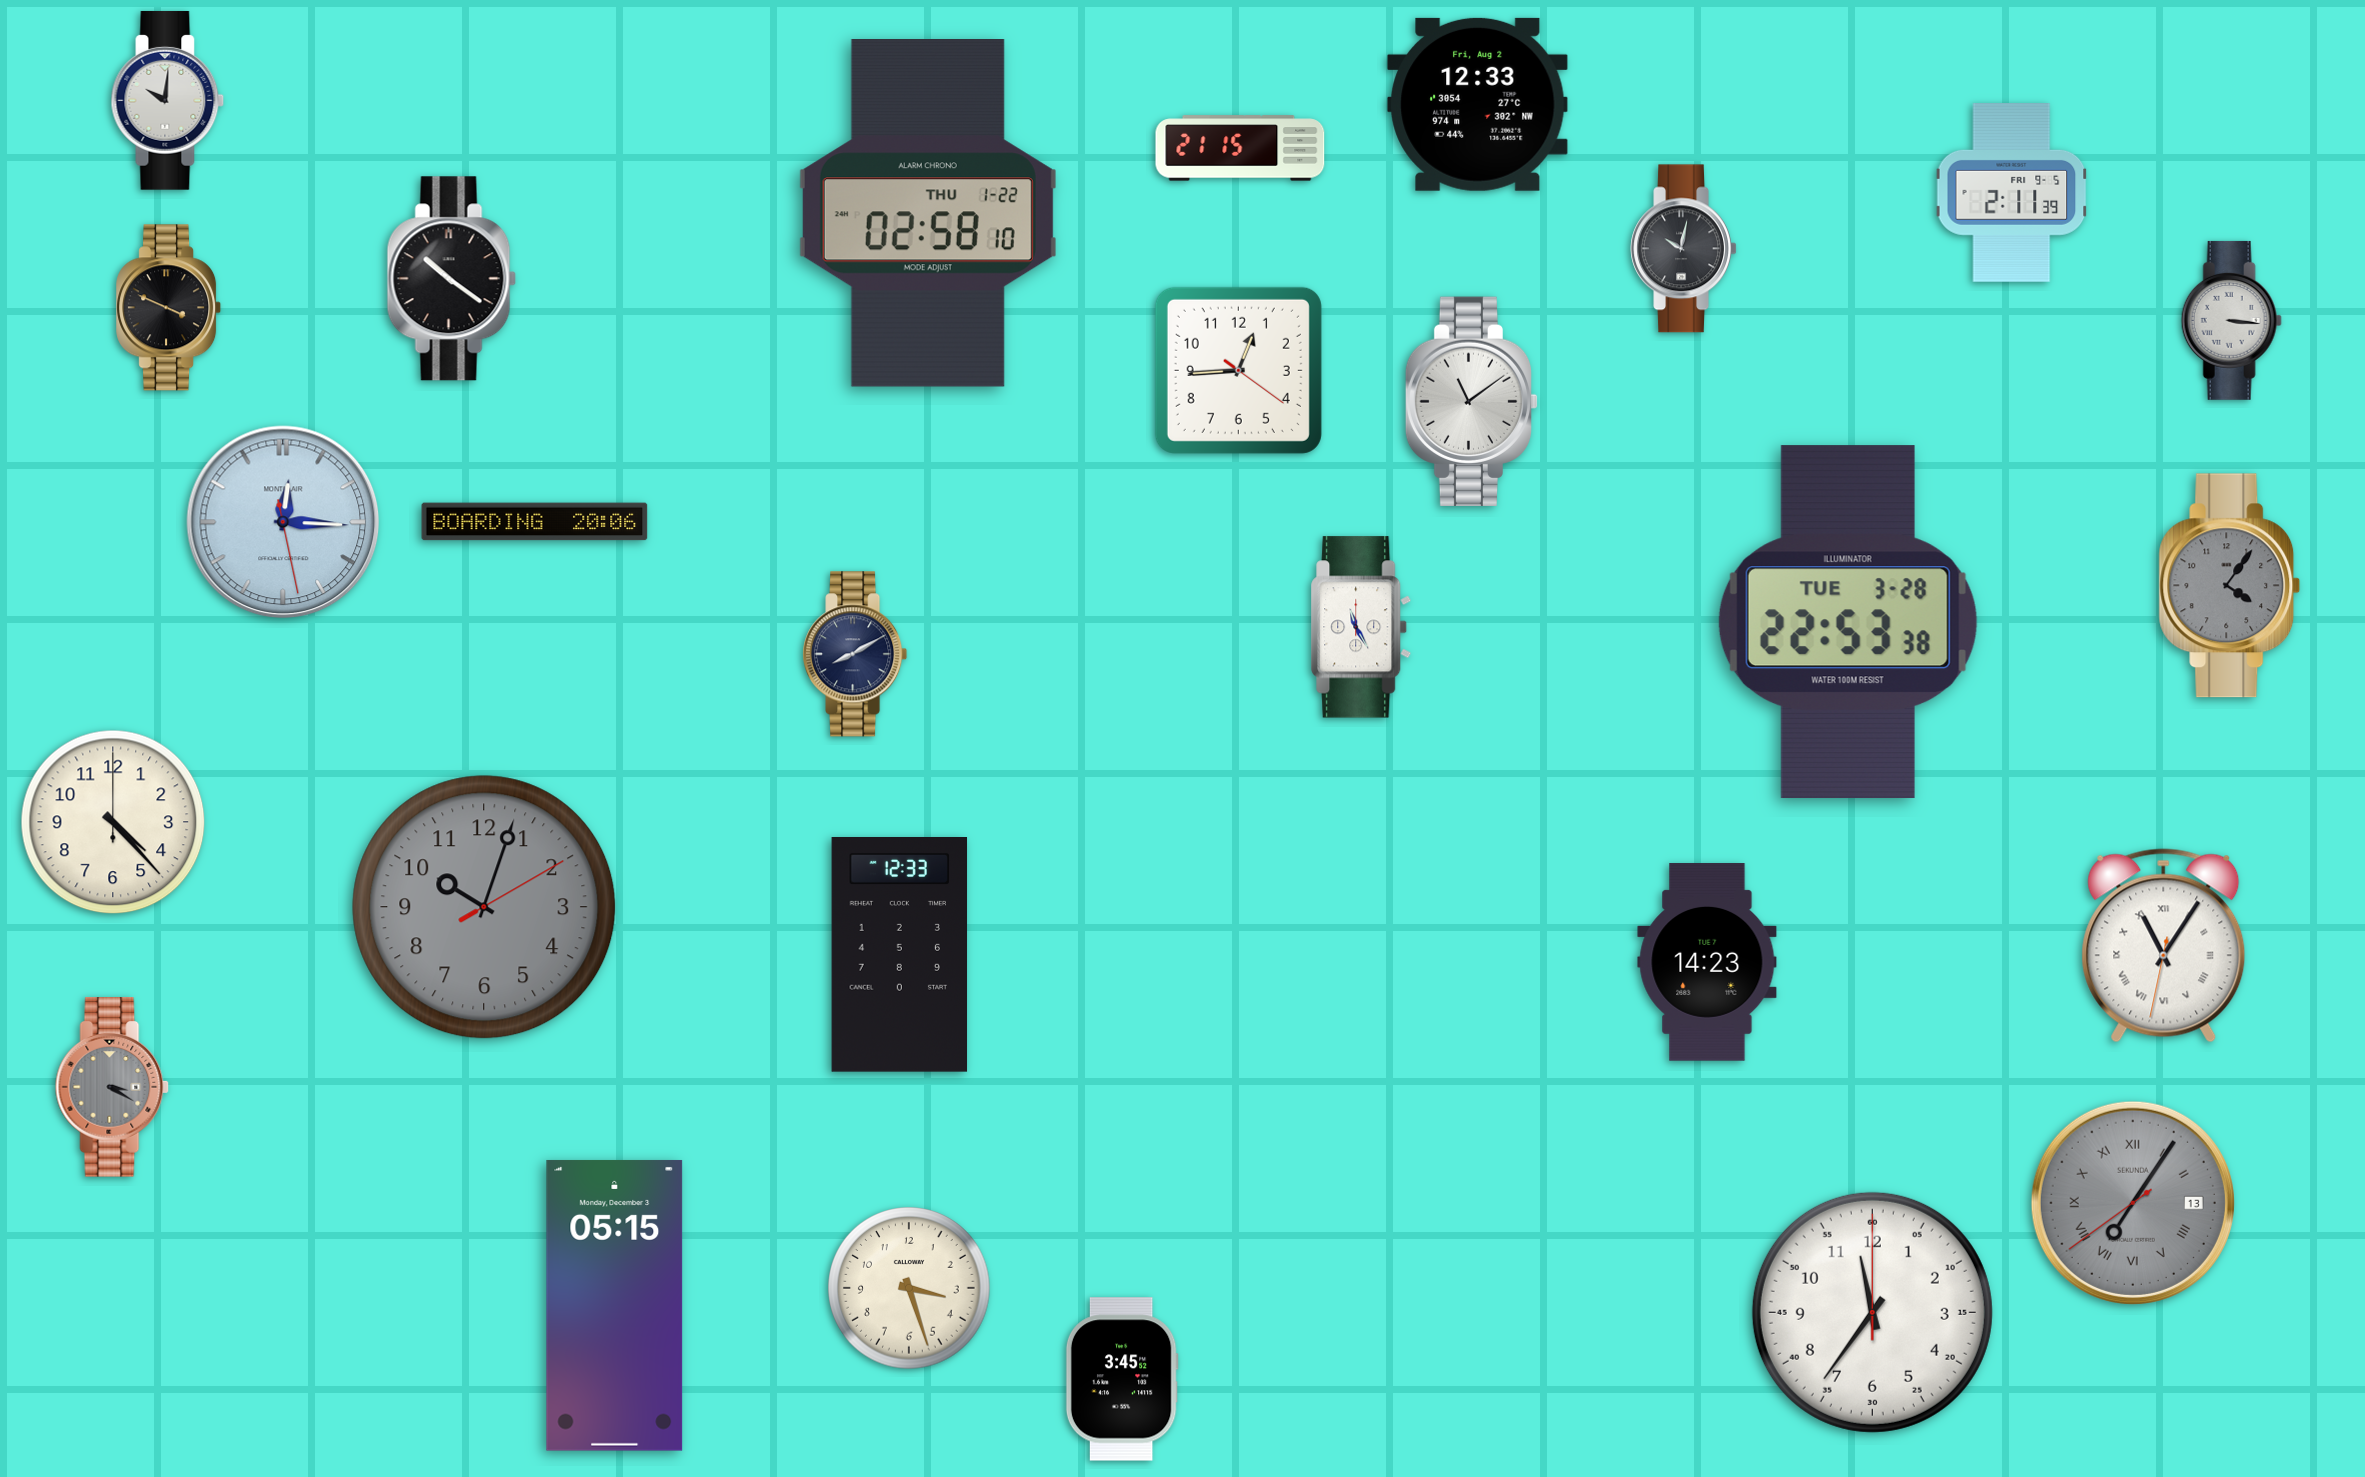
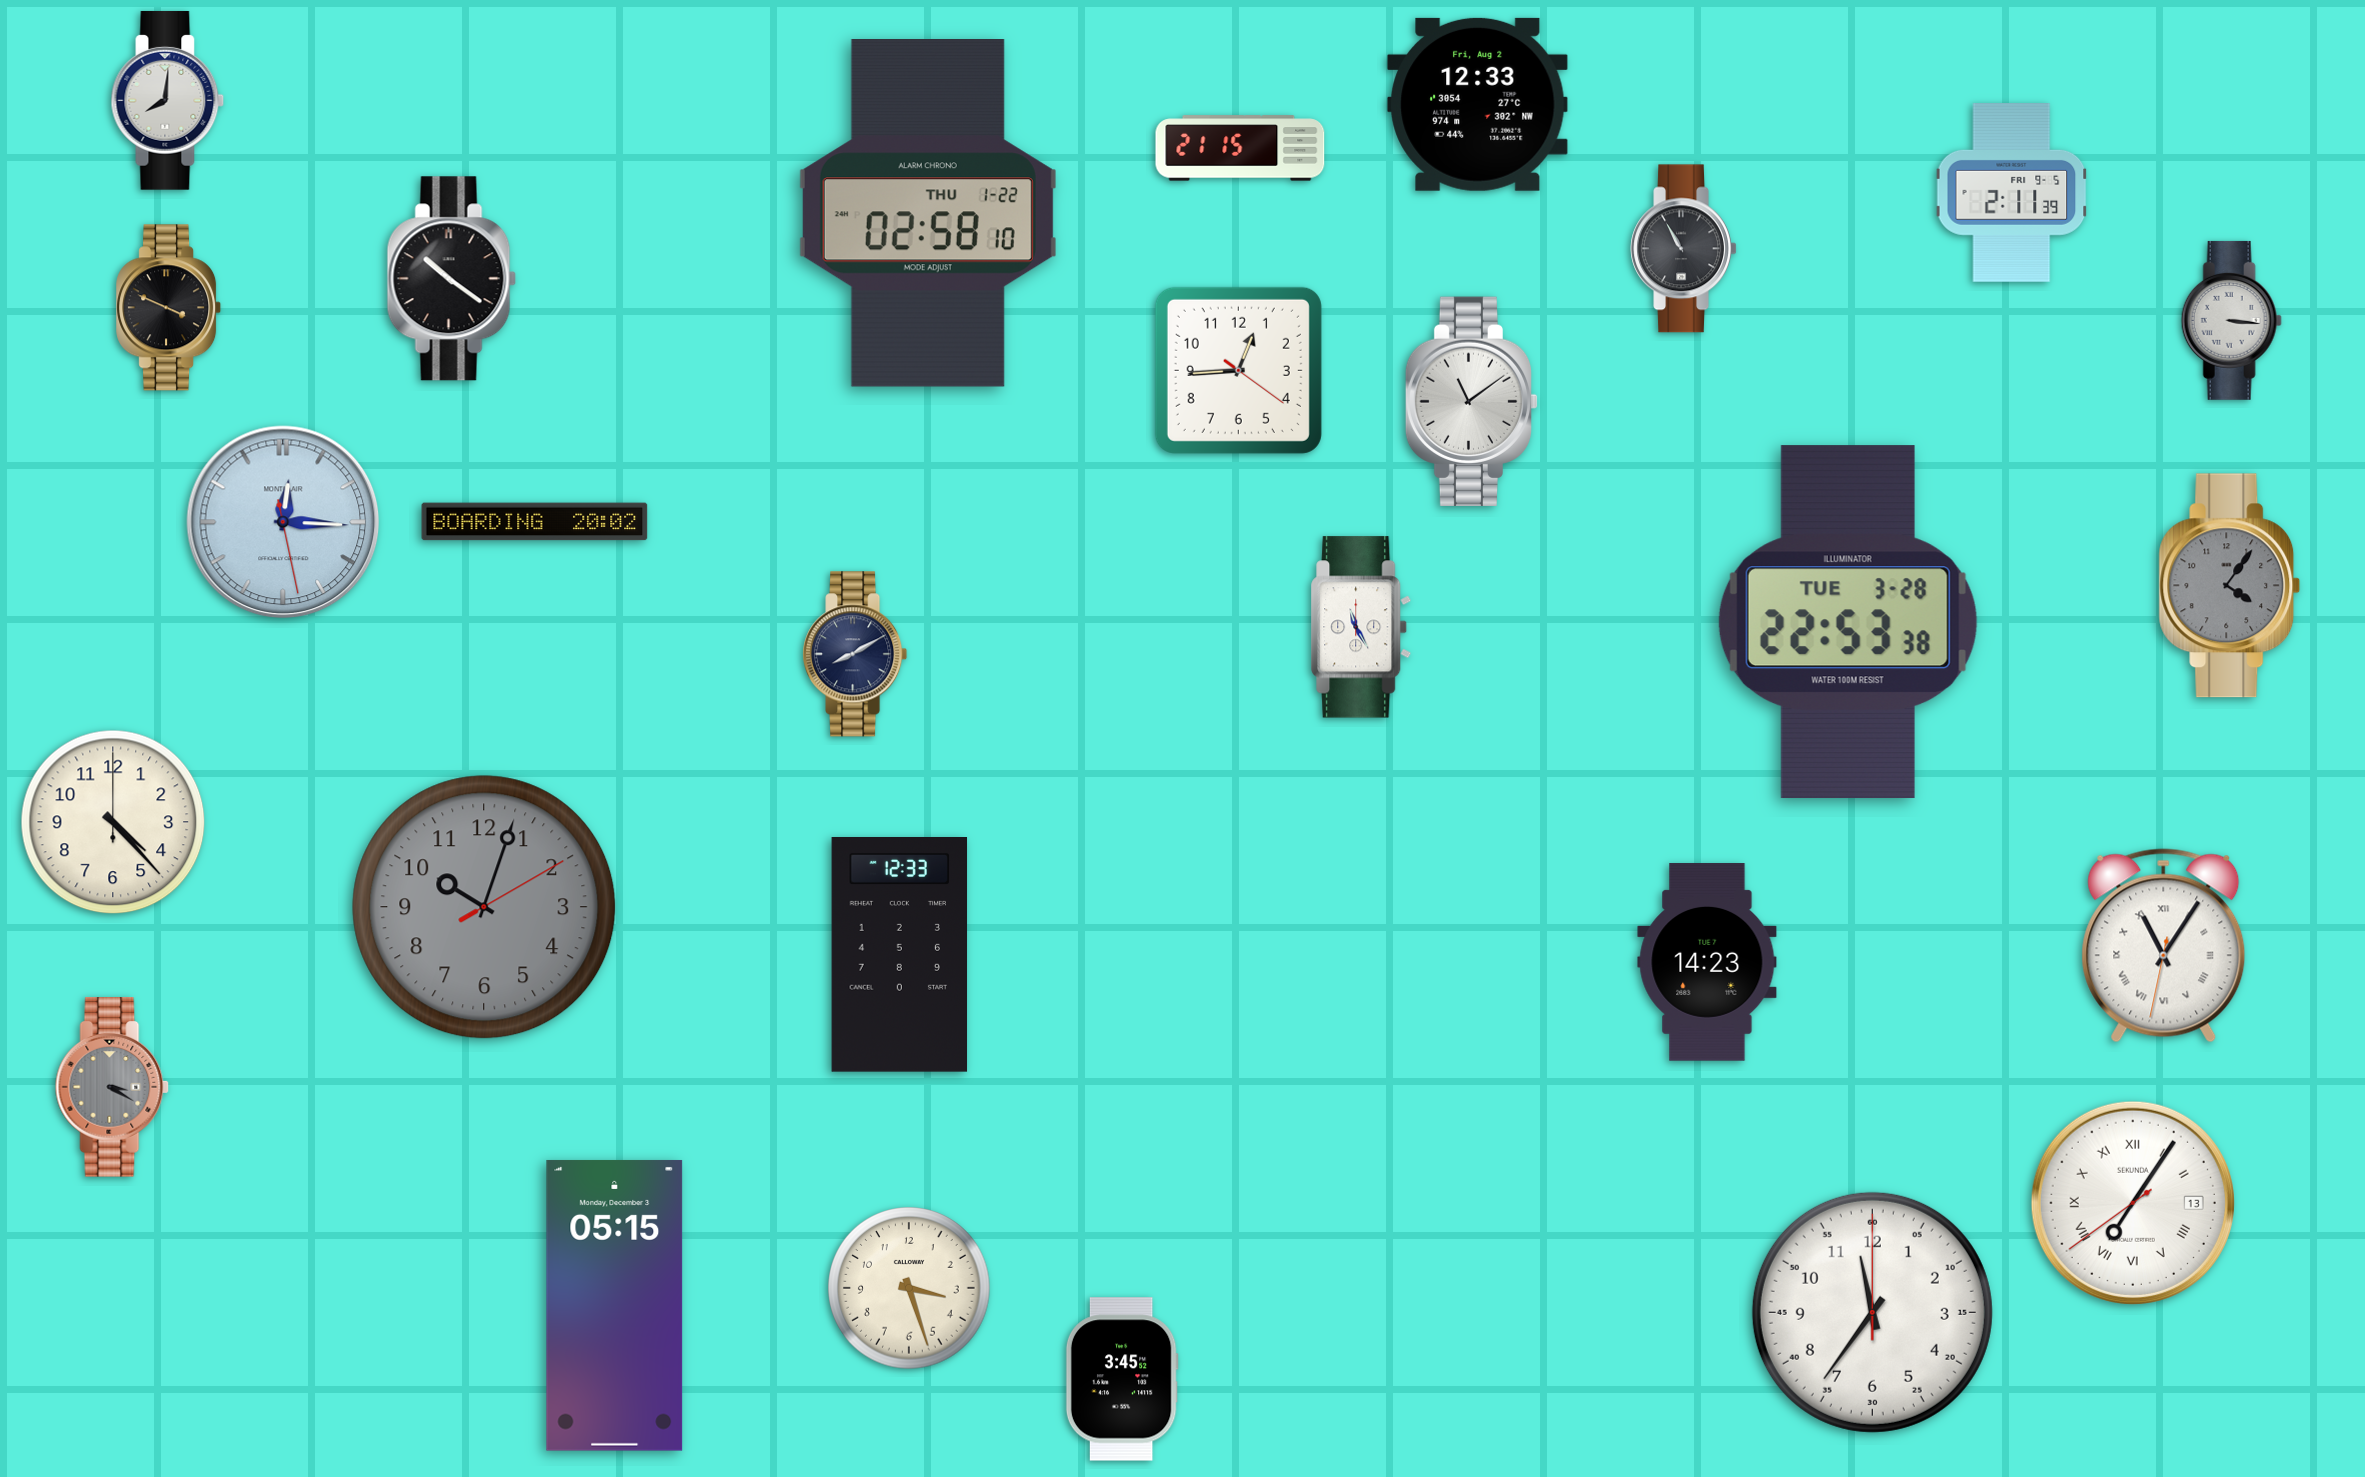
clock at (168, 100): 10:01 -> 8:01
clock at (1683, 249): 10:02 -> 10:55
clock at (535, 522): 20:06 -> 20:02
clock at (2133, 1203) dial: grey -> white
